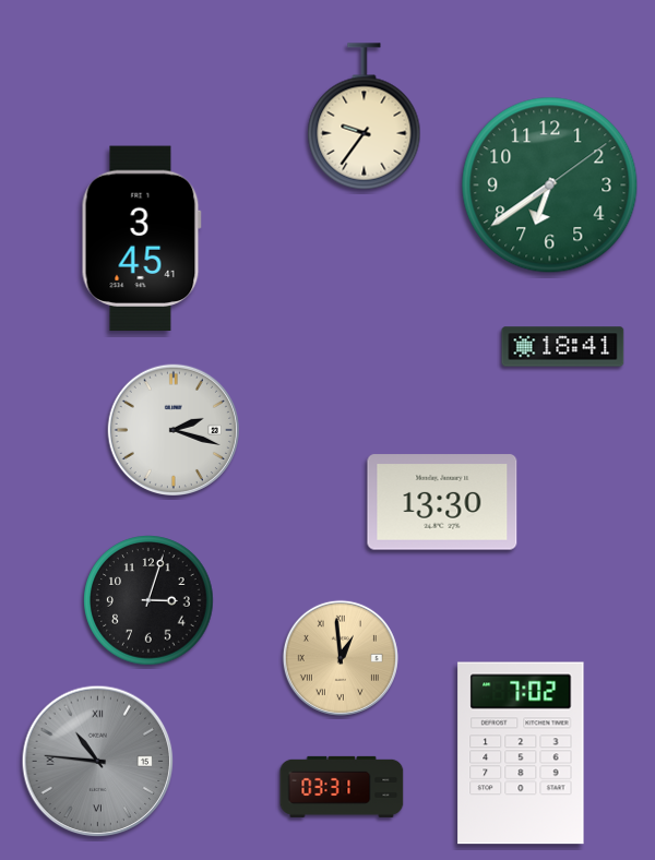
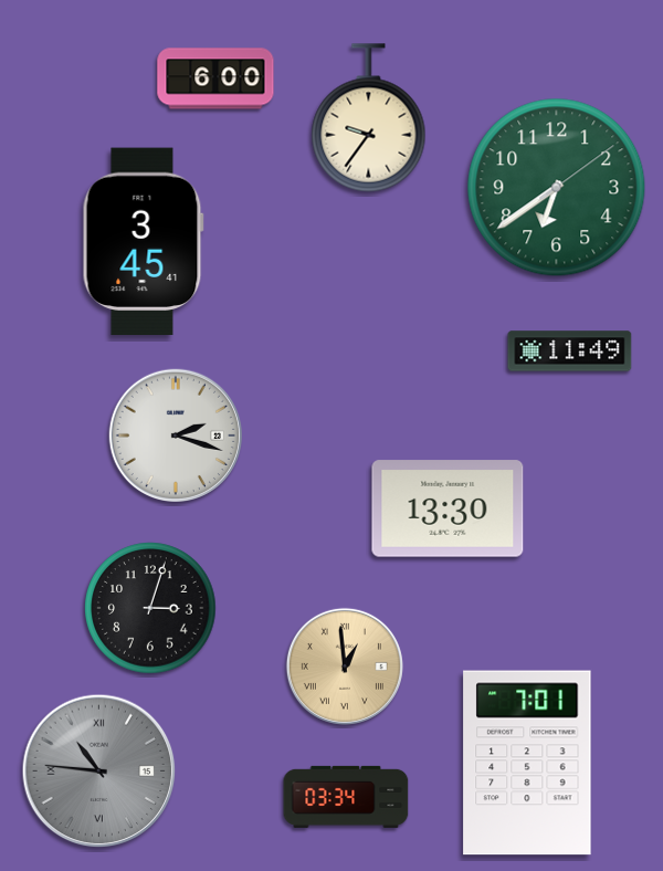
clock at (215, 78): none -> 6:00
clock at (563, 347): 18:41 -> 11:49
clock at (521, 753): 7:02 -> 7:01
clock at (342, 787): 03:31 -> 03:34
